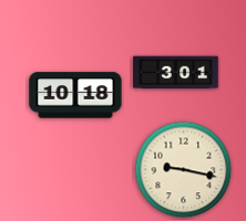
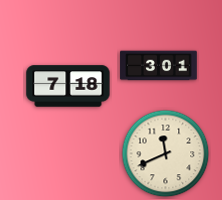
clock at (75, 95): 10:18 -> 7:18
clock at (184, 170): 9:17 -> 11:41
